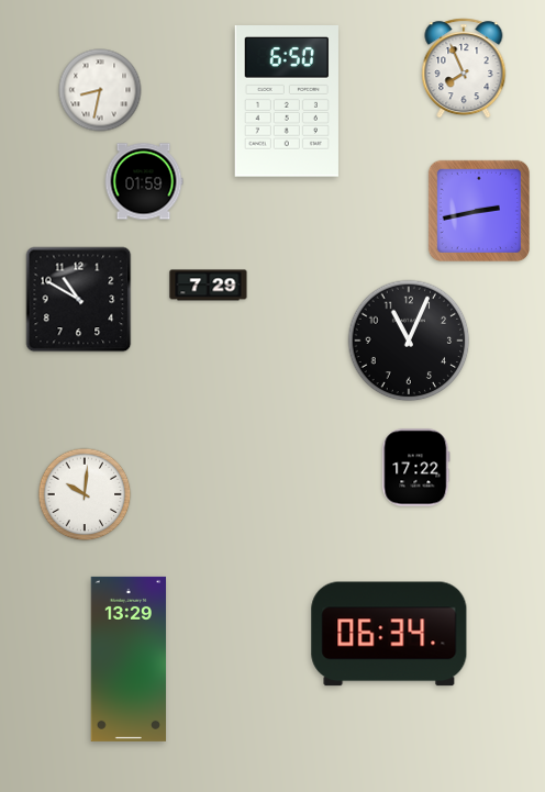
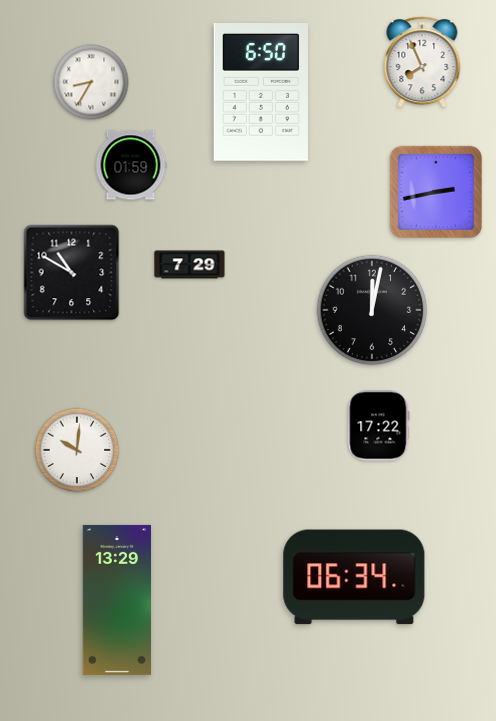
clock at (100, 90): 8:32 -> 8:35
clock at (209, 286) position: (209, 286) -> (190, 265)
clock at (409, 341): 11:04 -> 12:02
